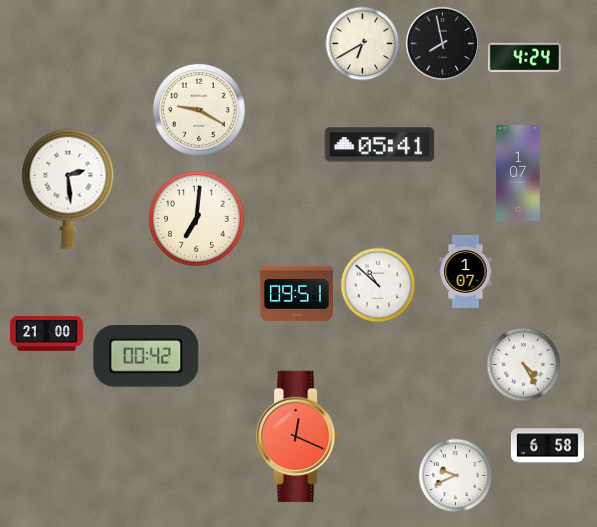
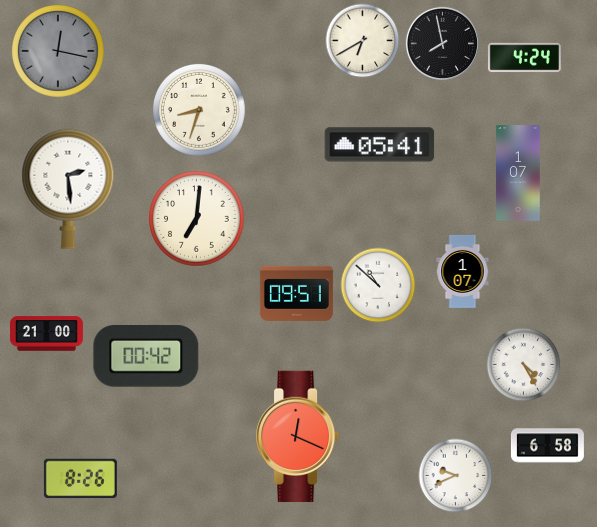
clock at (363, 44) position: (363, 44) -> (363, 41)
clock at (59, 52): none -> 12:17
clock at (200, 111): 9:20 -> 8:33
clock at (466, 271) position: (466, 271) -> (463, 271)
clock at (80, 479): none -> 8:26
